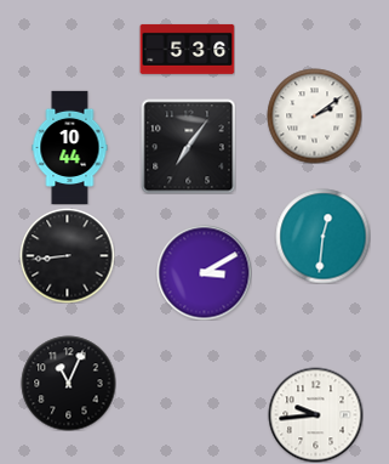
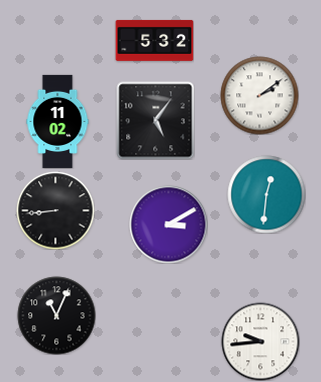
clock at (187, 49): 5:36 -> 5:32
clock at (188, 146): 7:06 -> 5:06
clock at (70, 147): 10:44 -> 11:02
